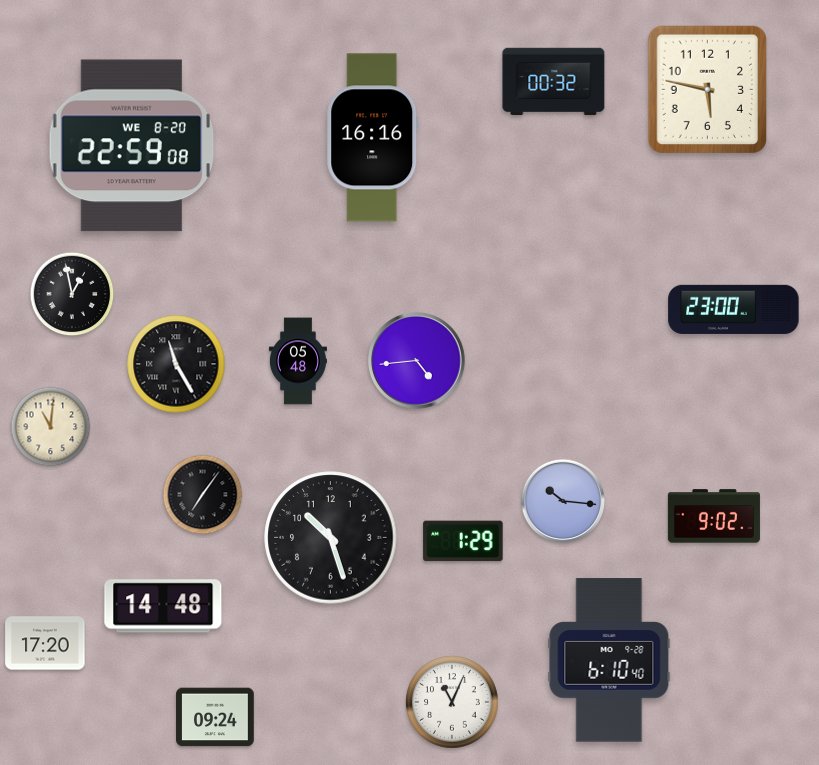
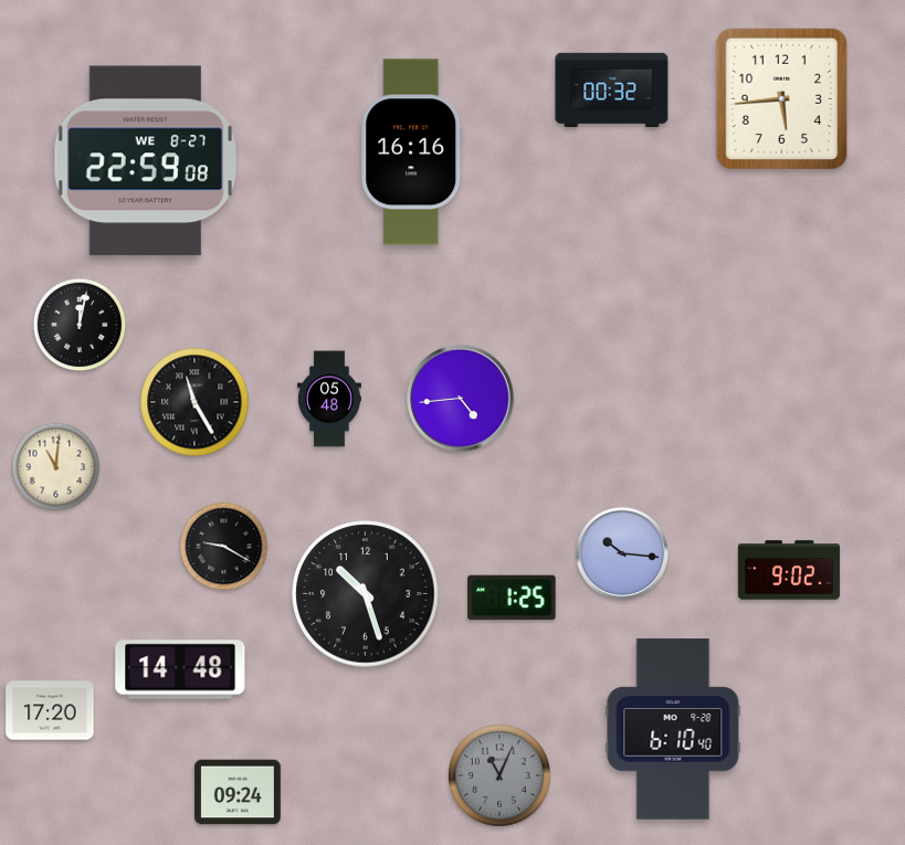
clock at (708, 90): 5:47 -> 5:44
clock at (132, 146) date: WE 8-20 -> WE 8-27
clock at (72, 294): 12:58 -> 12:02
clock at (734, 309): 23:00 -> none
clock at (51, 427) position: (51, 427) -> (56, 467)
clock at (203, 495): 7:06 -> 9:20
clock at (463, 541): 1:29 -> 1:25
clock at (453, 703) dial: white -> grey
